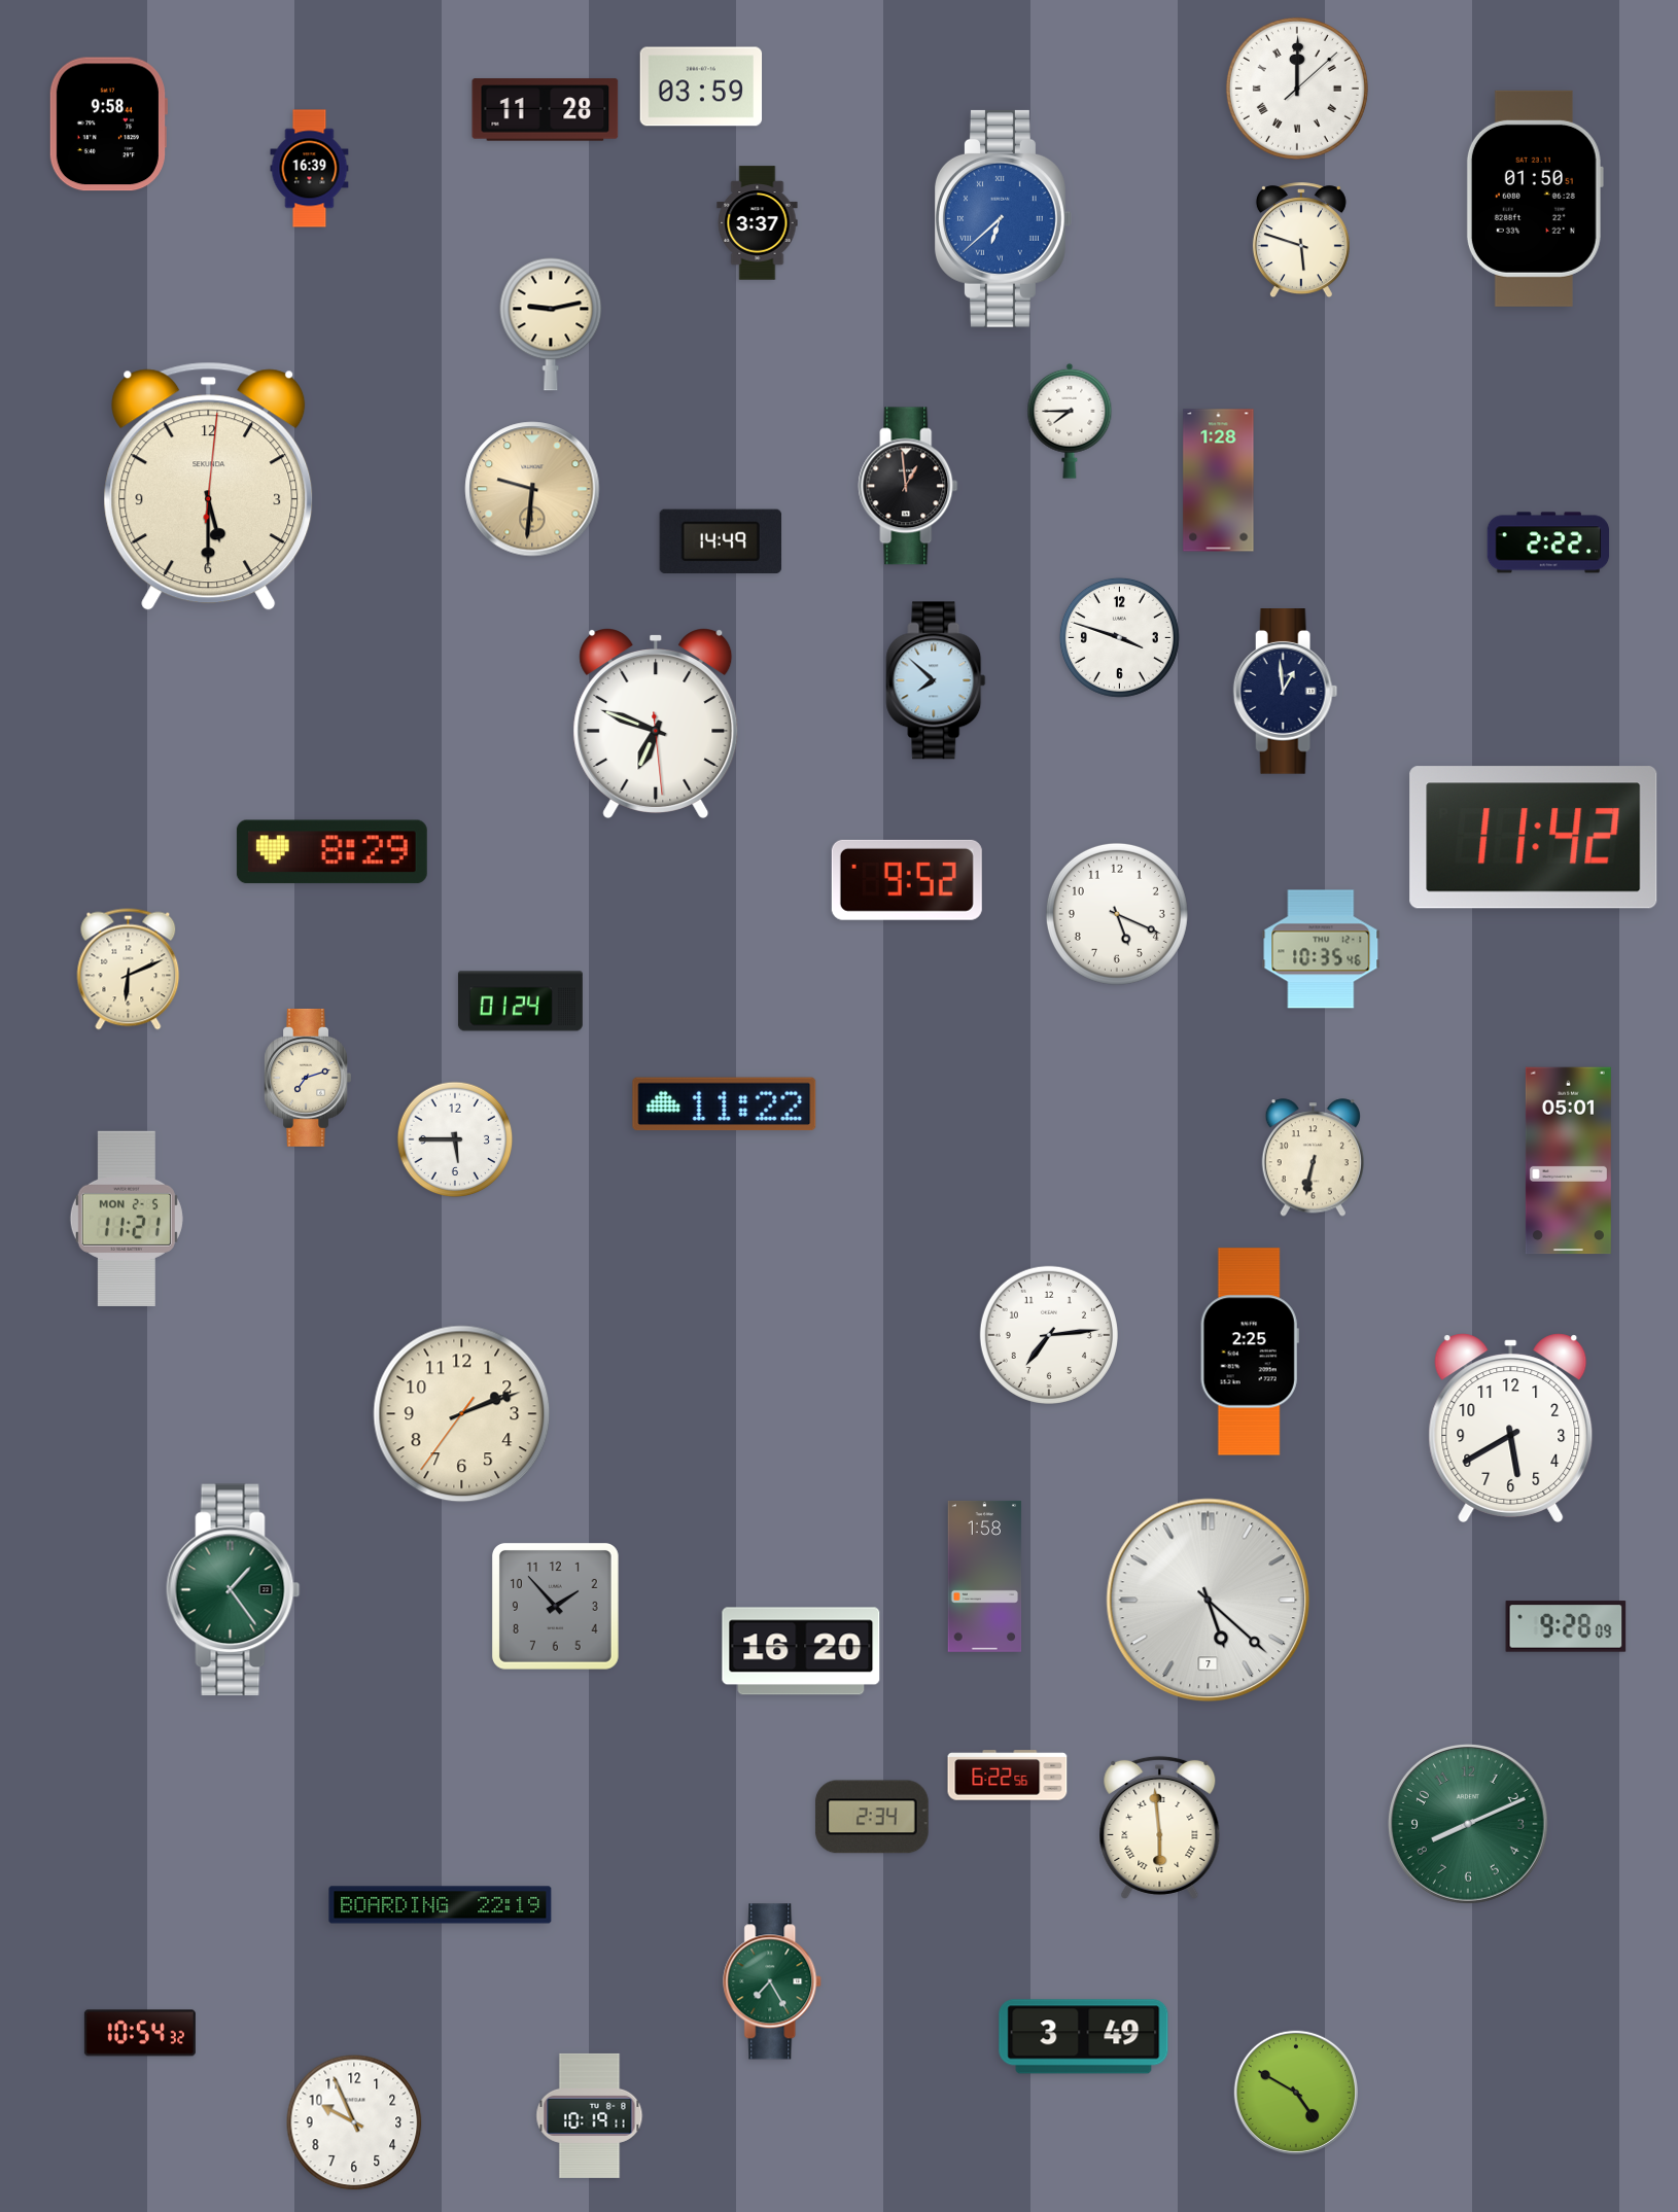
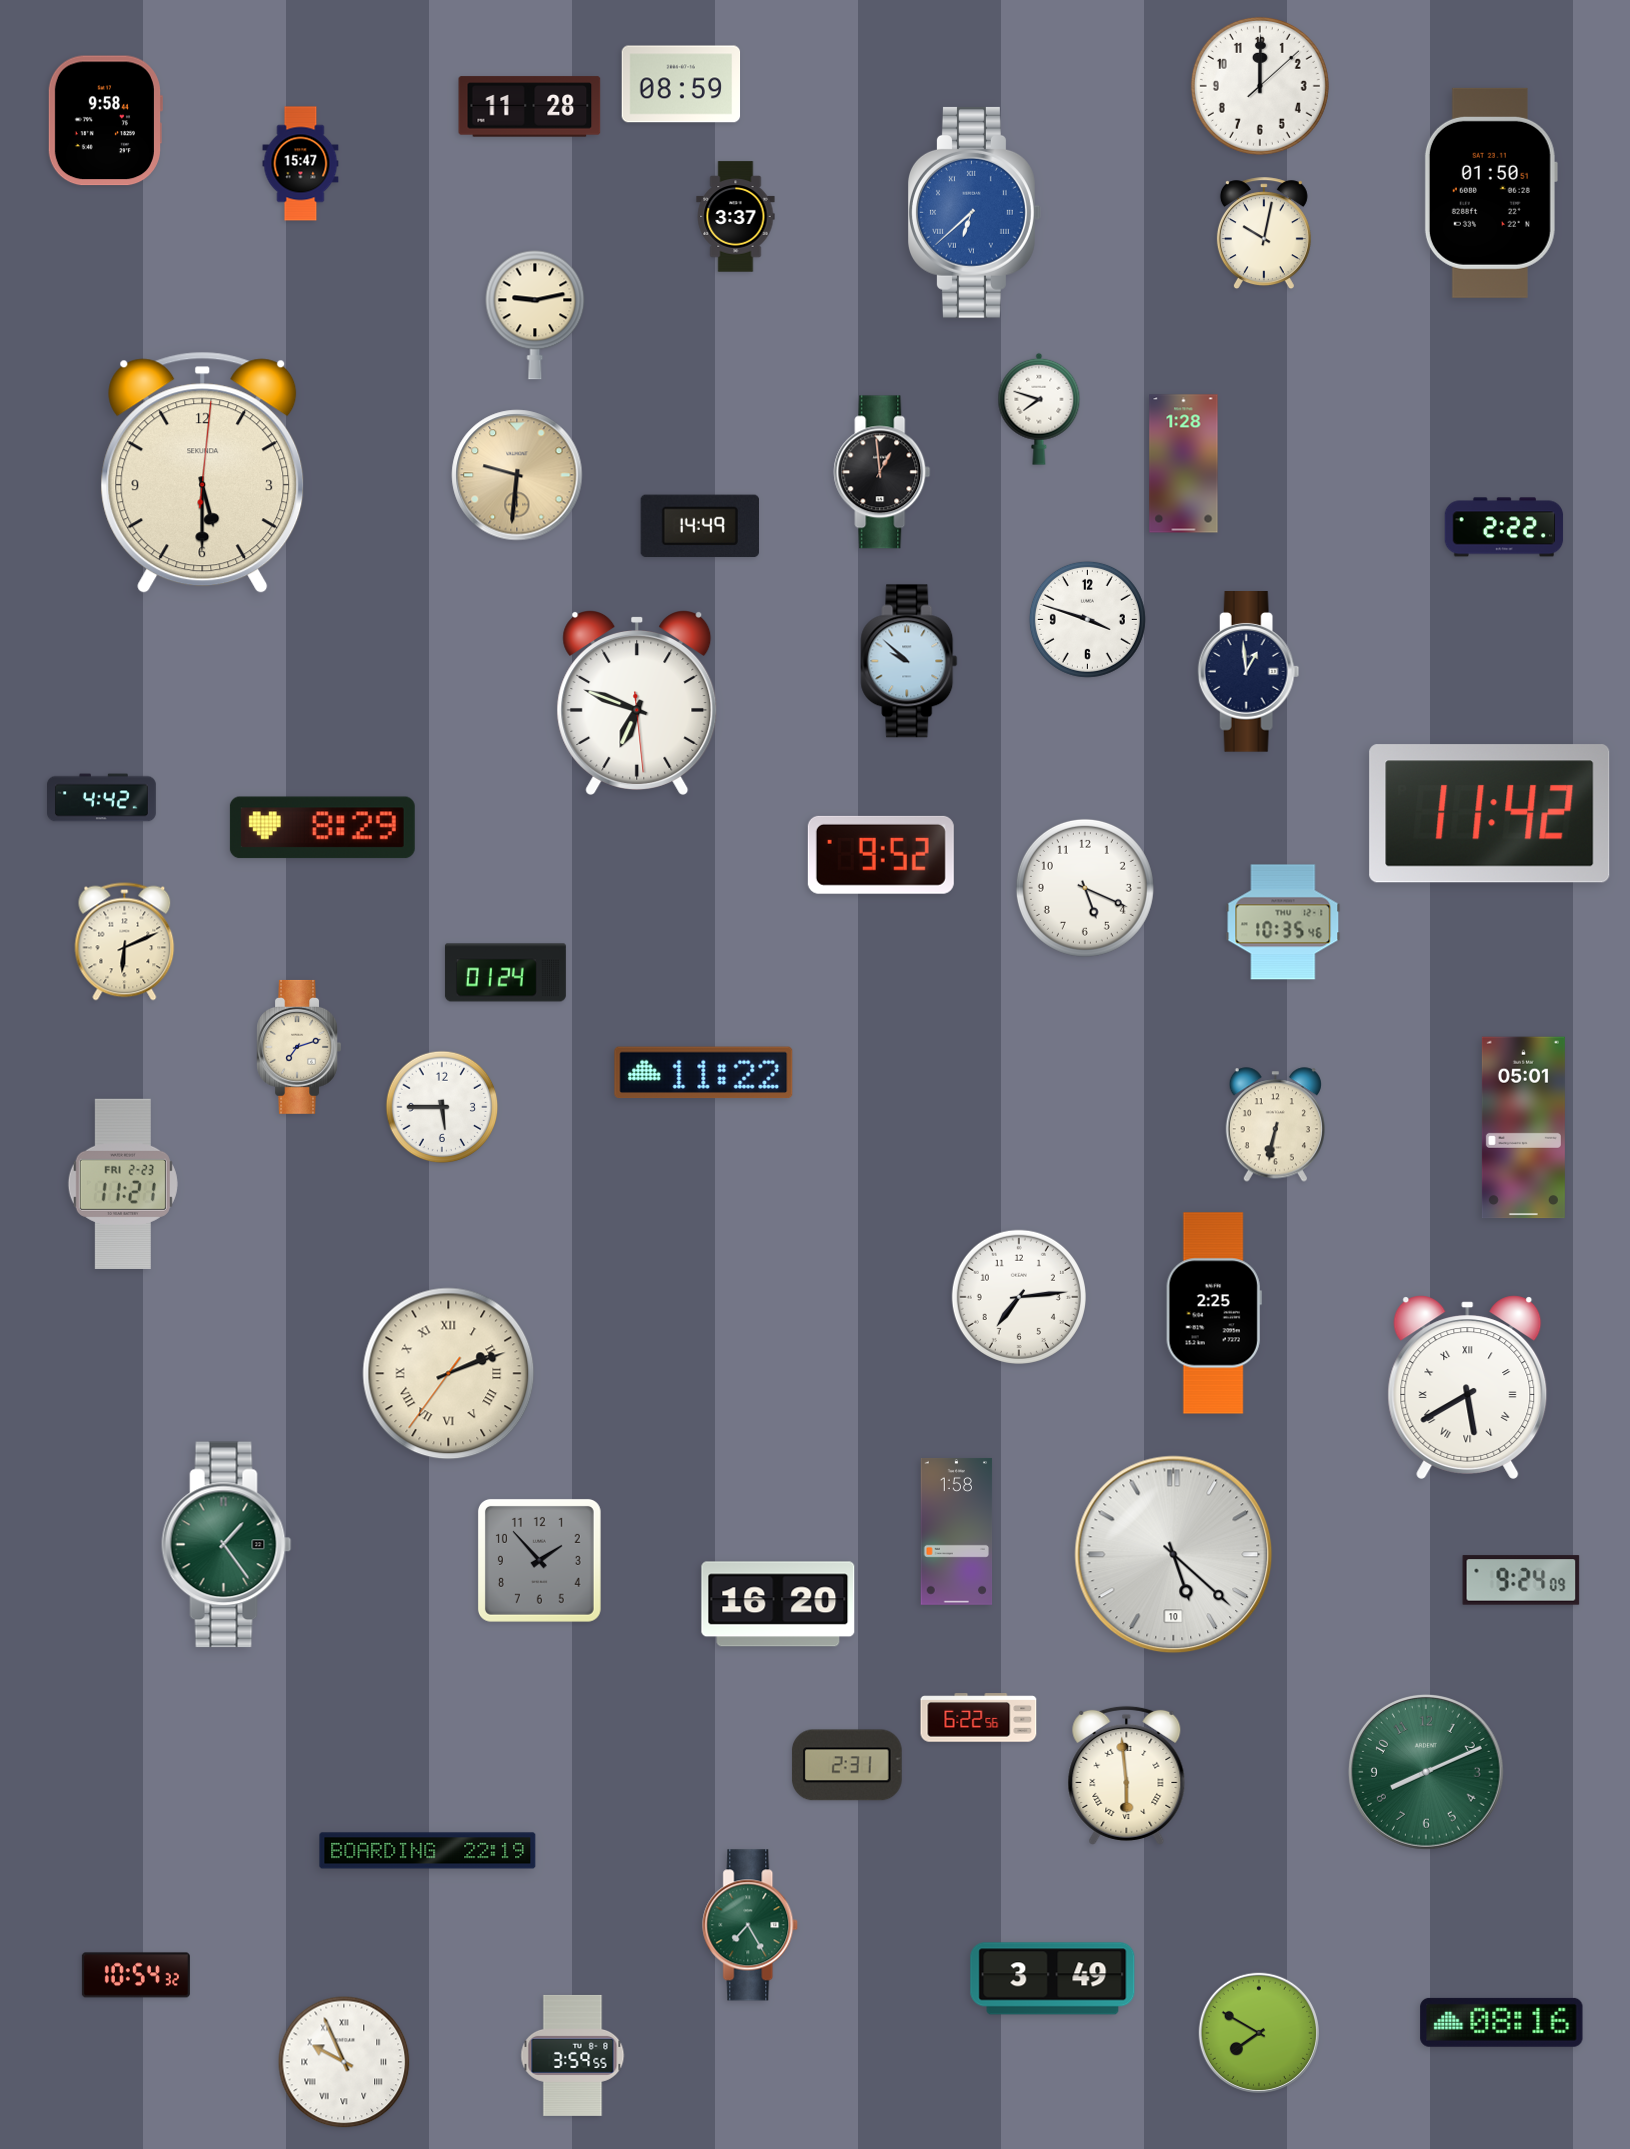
clock at (701, 86): 03:59 -> 08:59
clock at (1297, 89) numerals: Roman -> Arabic
clock at (310, 169): 16:39 -> 15:47
clock at (1301, 241): 5:48 -> 10:02
clock at (1070, 421): 7:45 -> 7:48
clock at (1219, 481) position: (1219, 481) -> (1184, 464)
clock at (936, 680): 7:52 -> 9:52
clock at (102, 798): none -> 4:42
clock at (127, 1219) date: MON 2-5 -> FRI 2-23
clock at (462, 1414) numerals: Arabic -> Roman
clock at (1511, 1428) numerals: Arabic -> Roman
clock at (1209, 1601) date: 7 -> 10
clock at (1566, 1626): 9:28 -> 9:24
clock at (1008, 1776) position: (1008, 1776) -> (979, 1718)
clock at (872, 1817): 2:34 -> 2:31
clock at (1502, 2022): none -> 08:16
clock at (1296, 2093): 4:50 -> 7:50
clock at (590, 2115): 10:19 -> 3:59
clock at (354, 2122) numerals: Arabic -> Roman
